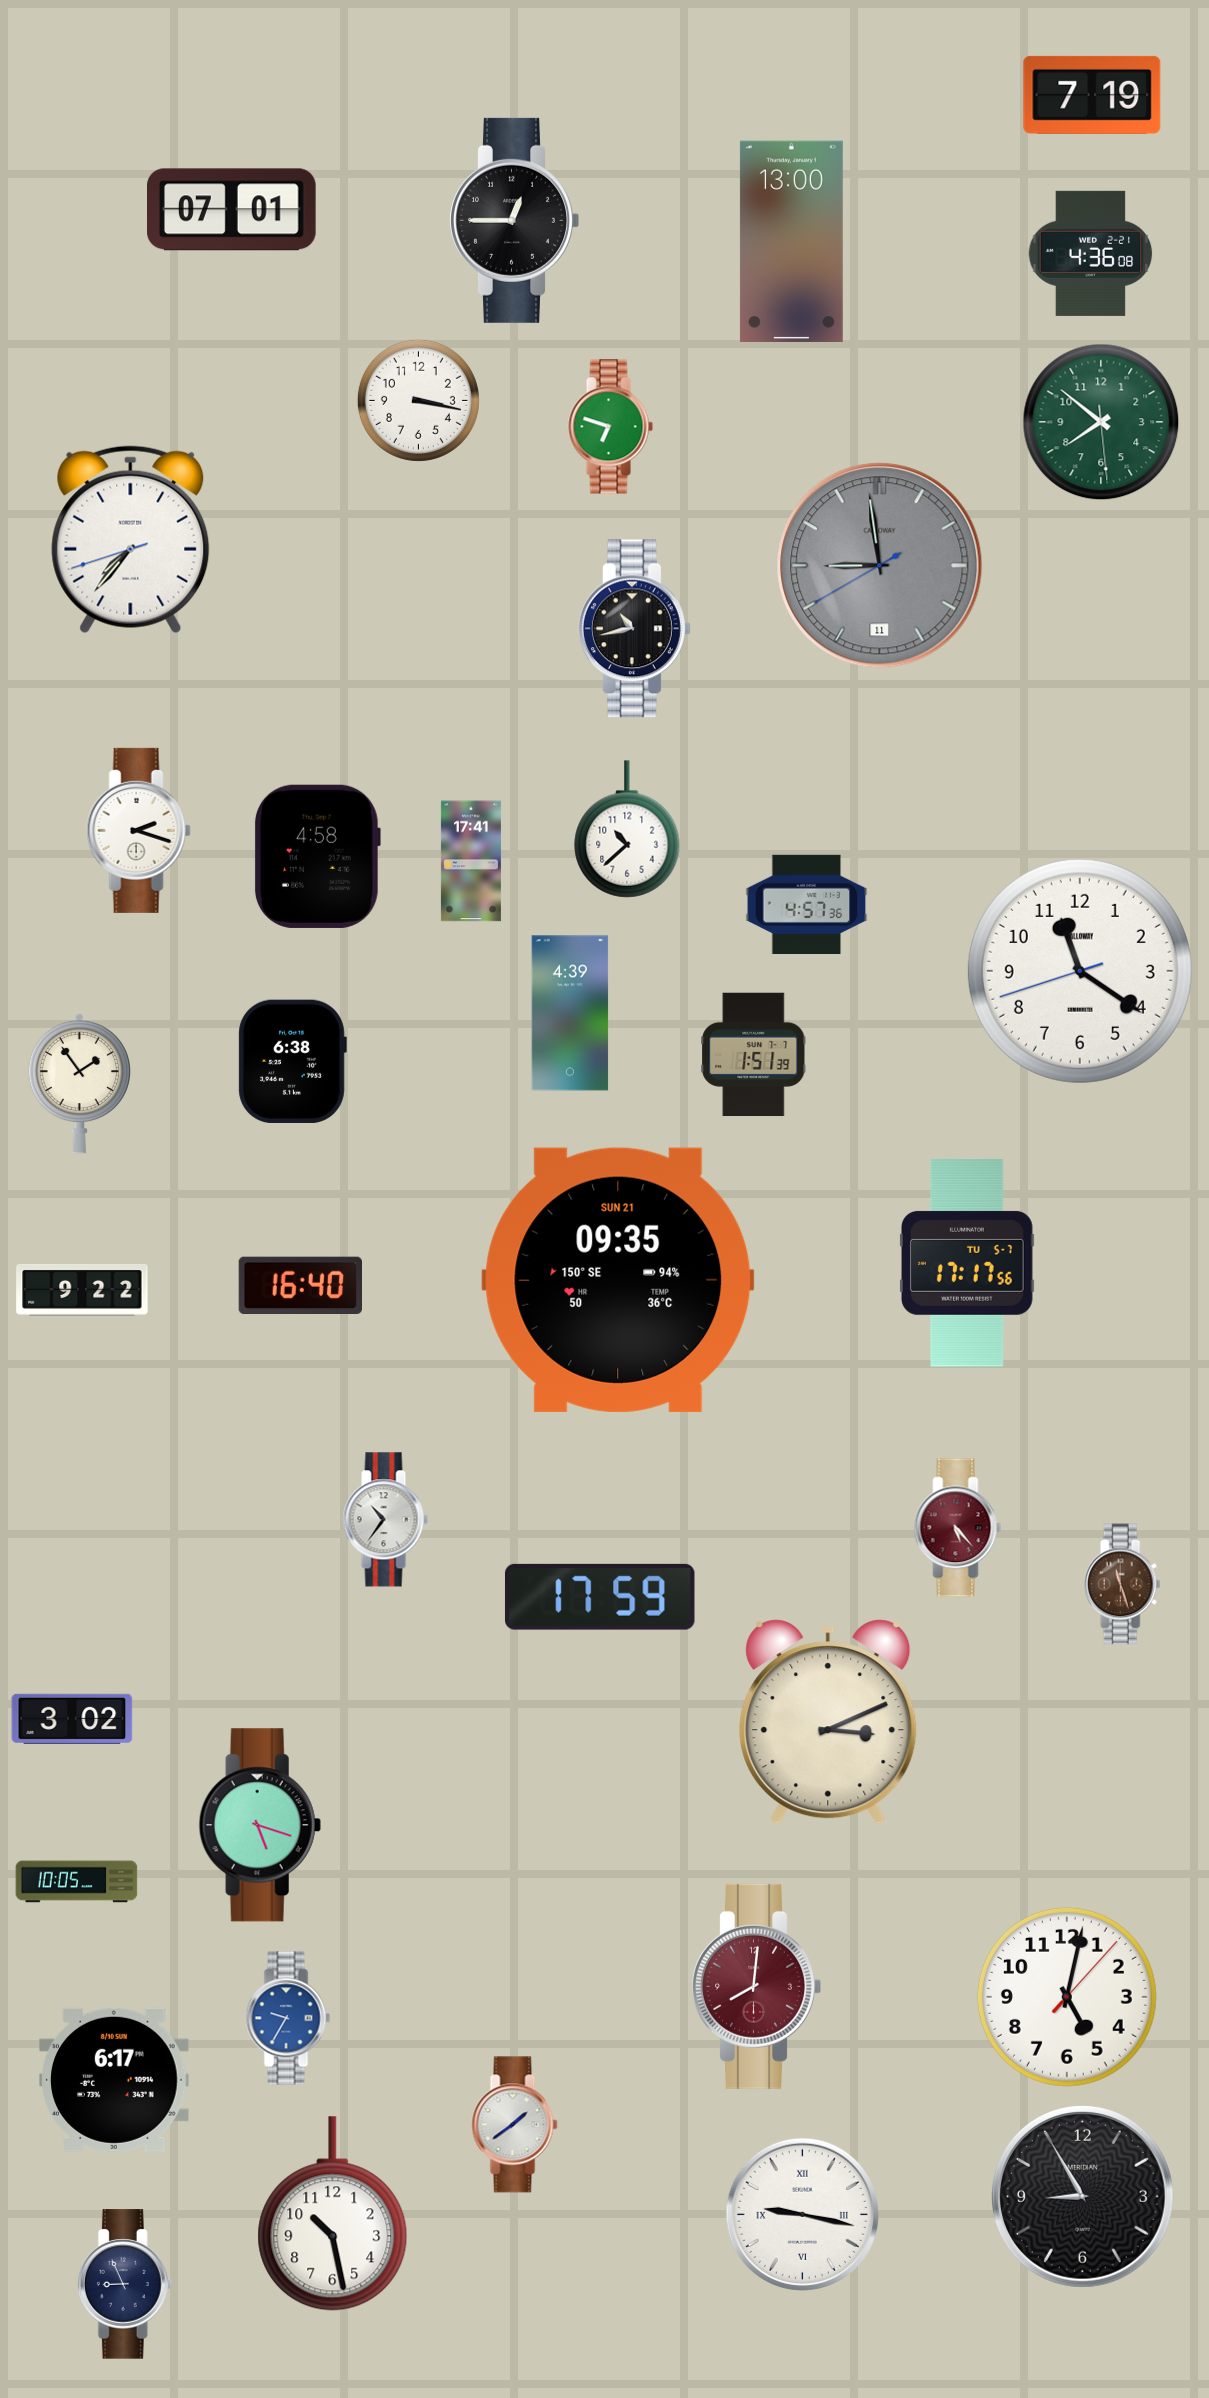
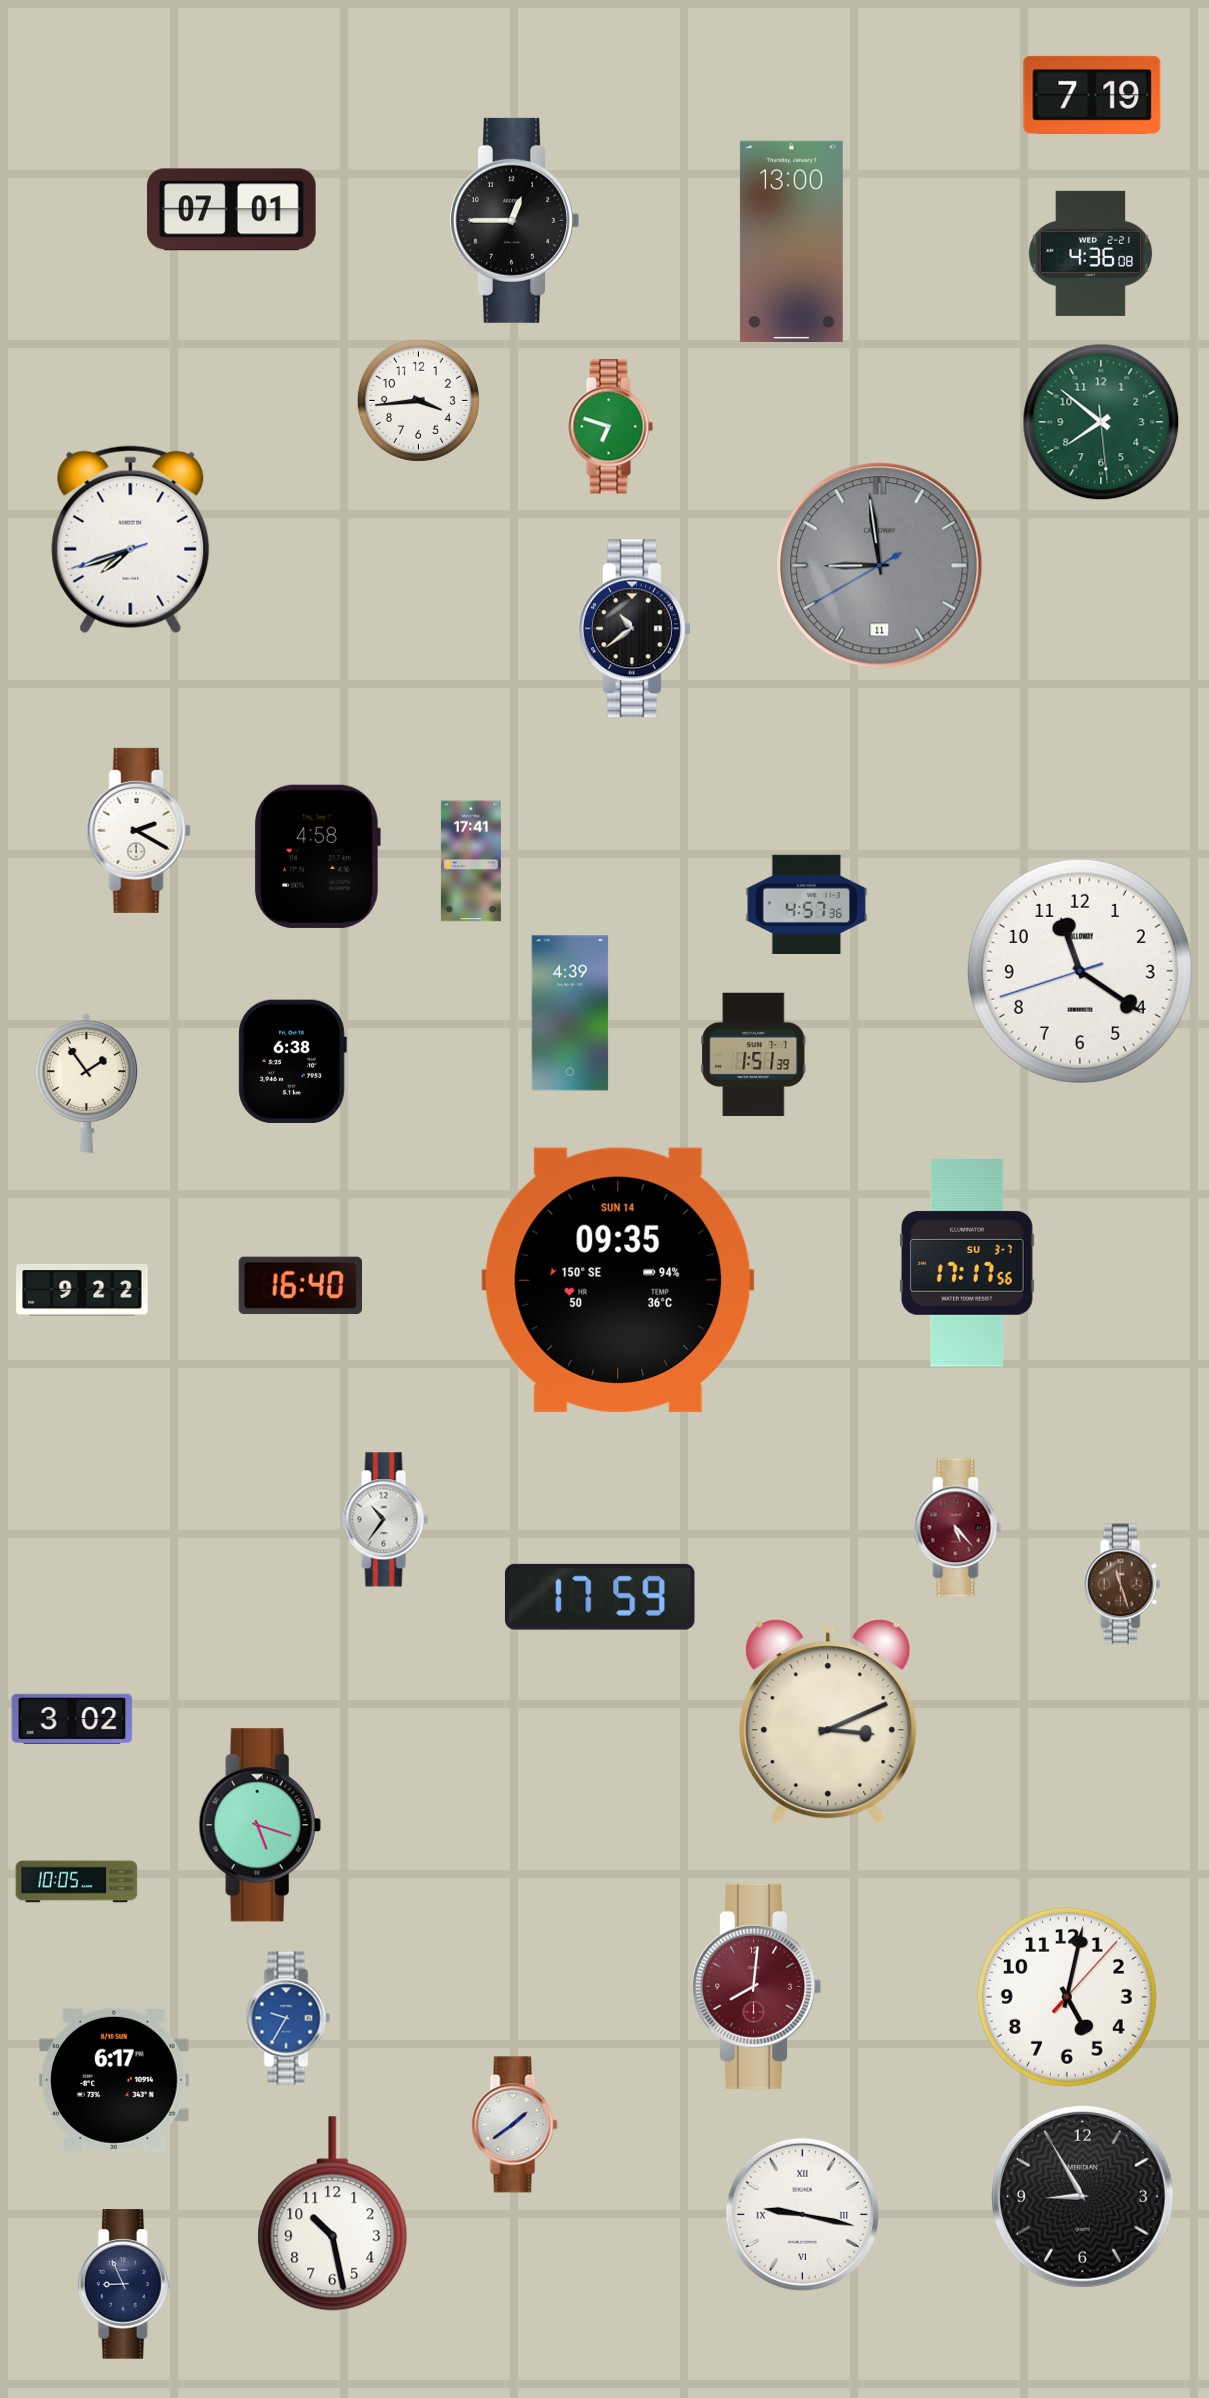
clock at (418, 400): 3:17 -> 3:44
clock at (131, 540): 7:36 -> 7:41
clock at (635, 629): 10:43 -> 10:39
clock at (627, 829): 10:38 -> none
clock at (138, 830): 2:18 -> 2:20
clock at (79, 1083) position: (79, 1083) -> (86, 1083)
clock at (968, 1263) date: TU 5-7 -> SU 3-7
clock at (618, 1280) date: SUN 21 -> SUN 14
